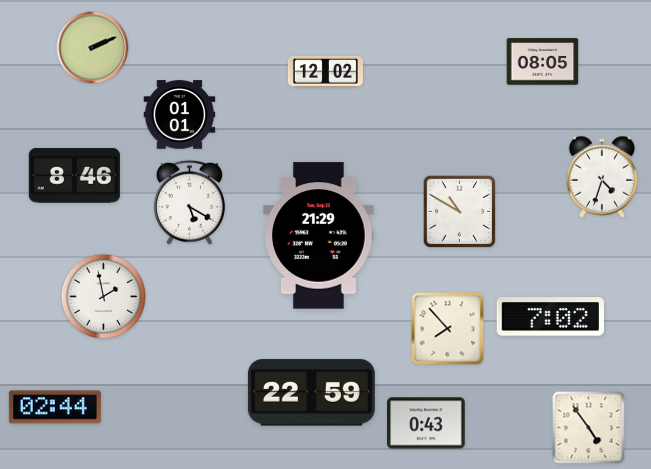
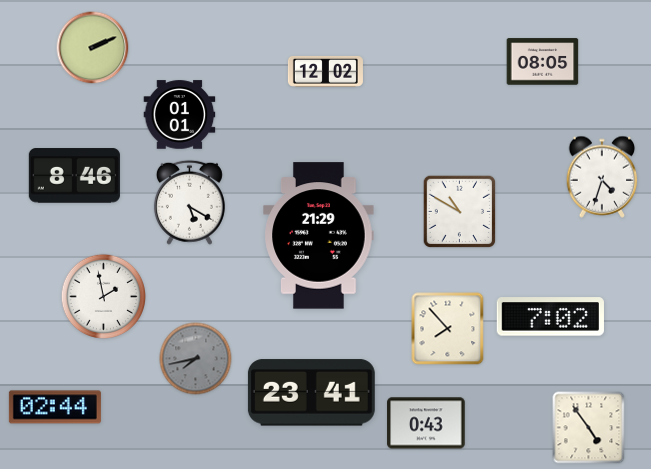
clock at (196, 359): none -> 7:43
clock at (311, 393): 22:59 -> 23:41
